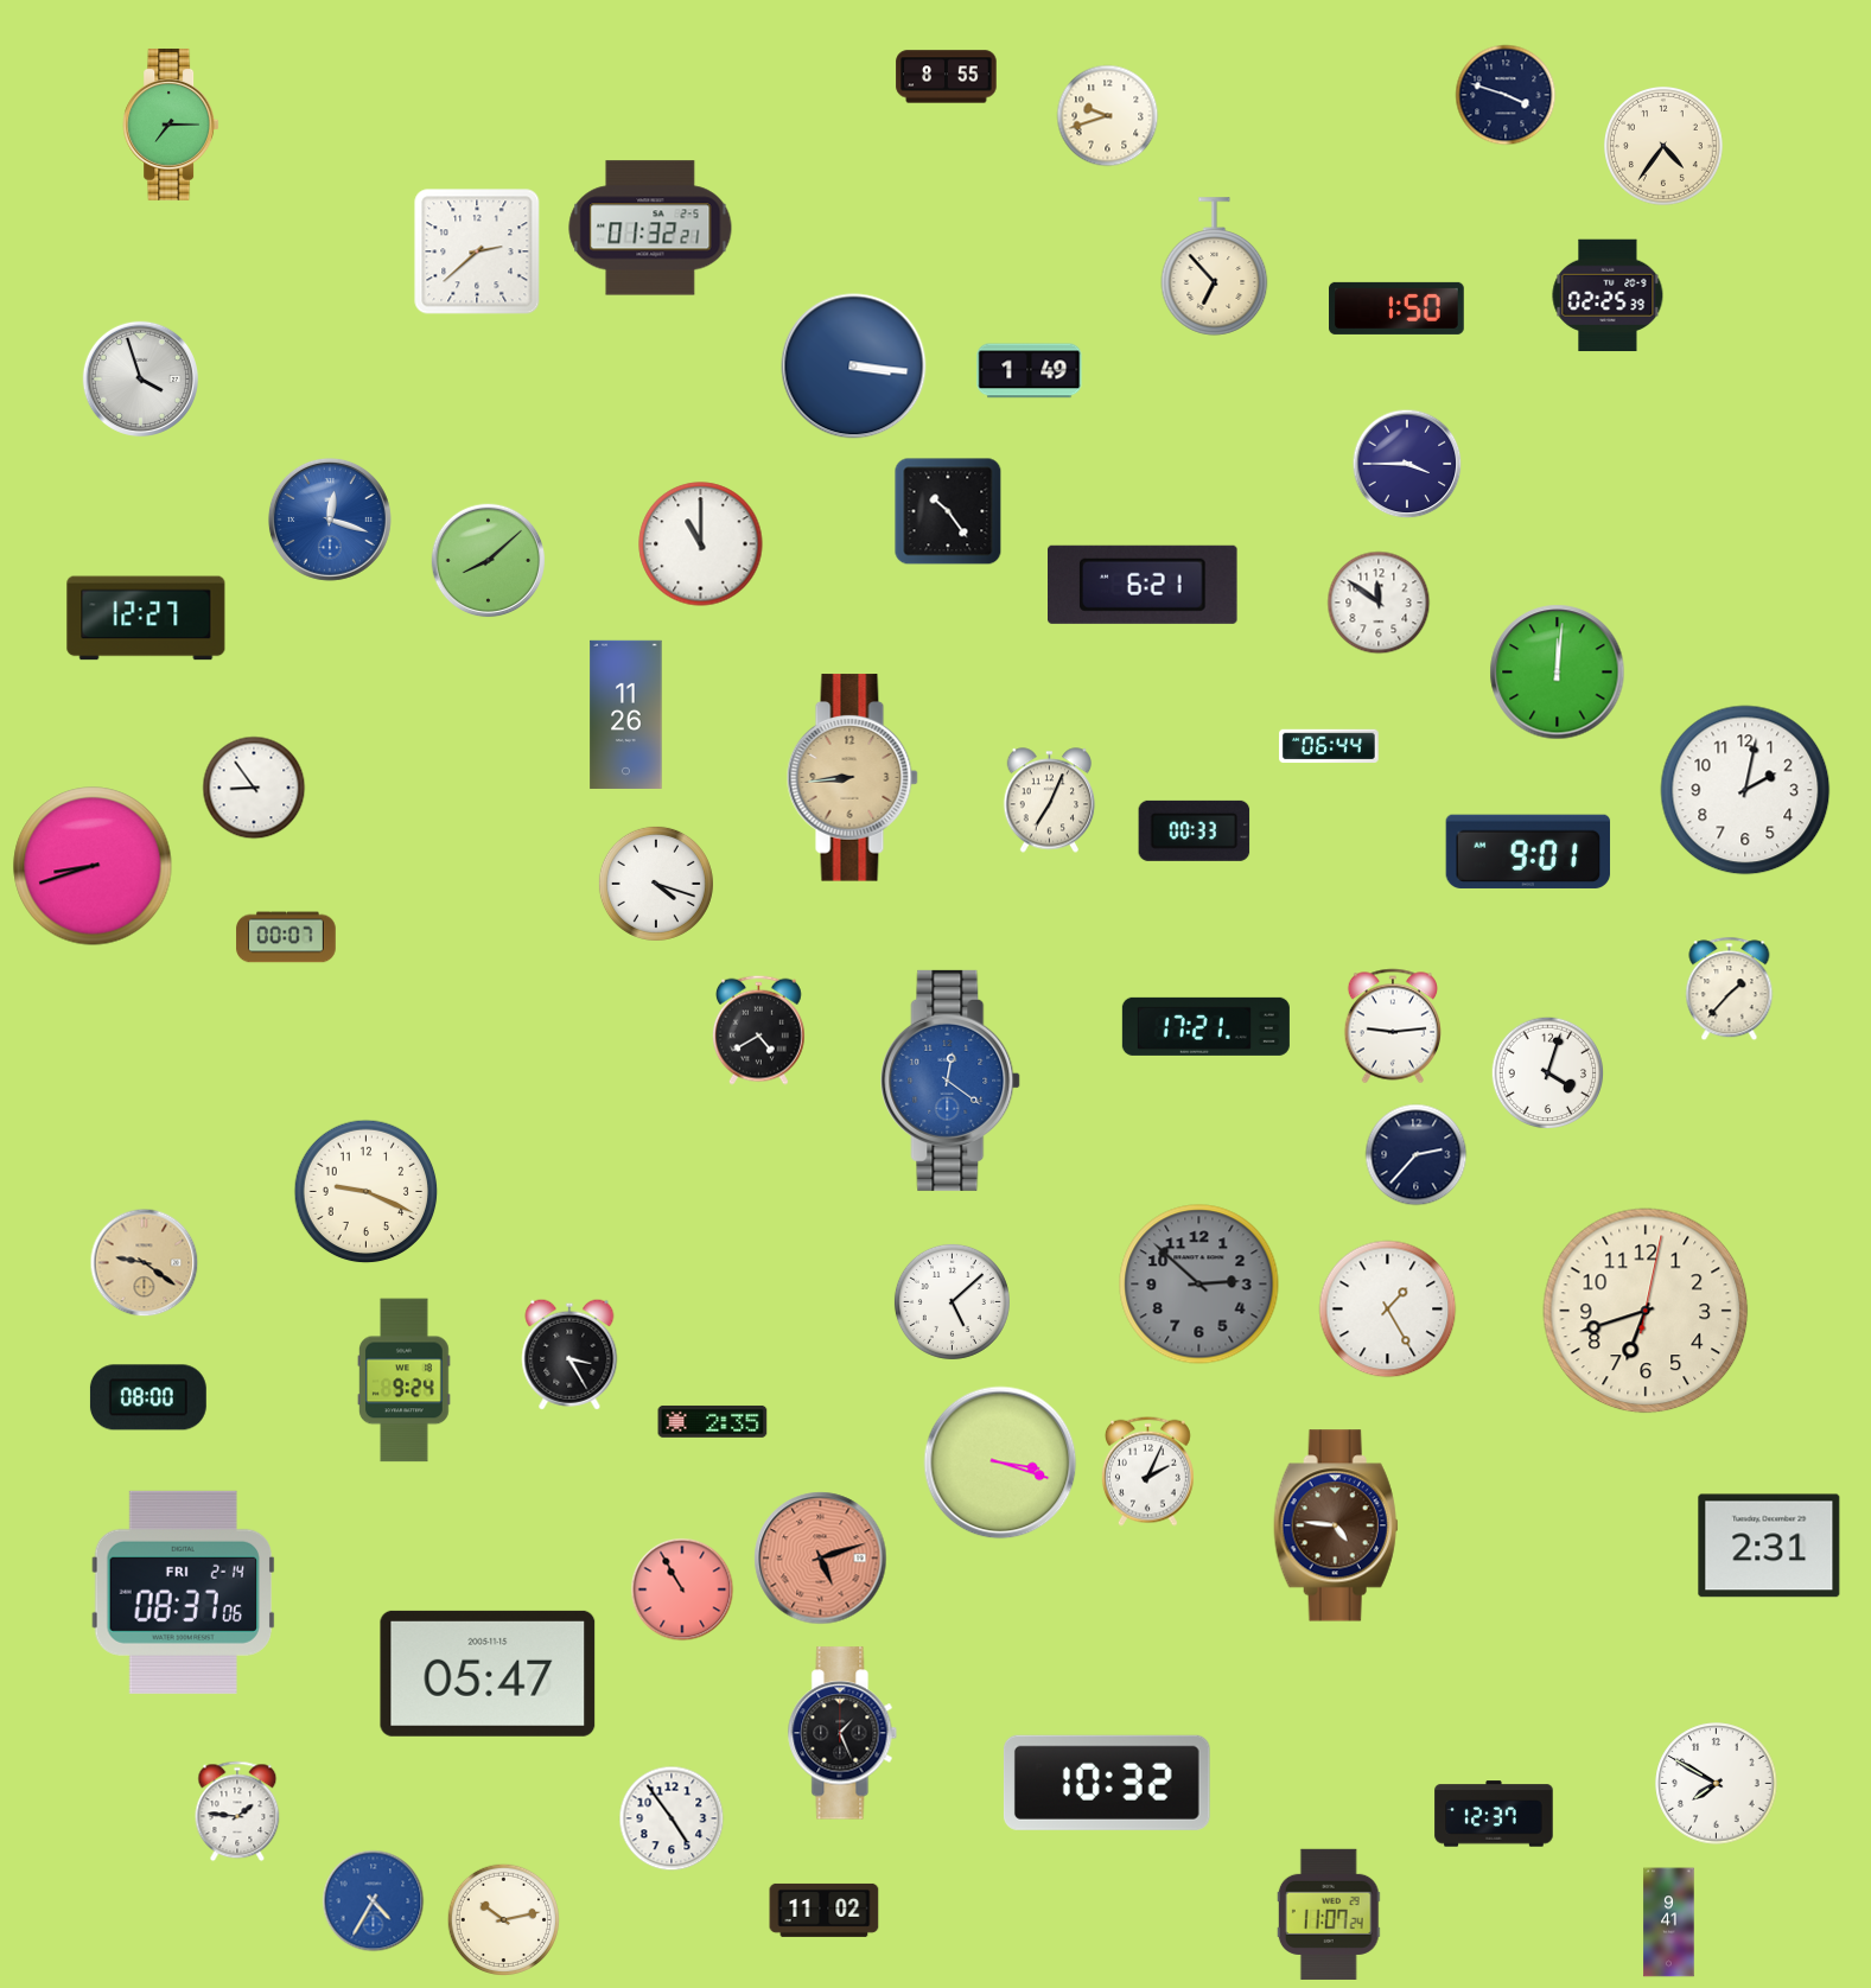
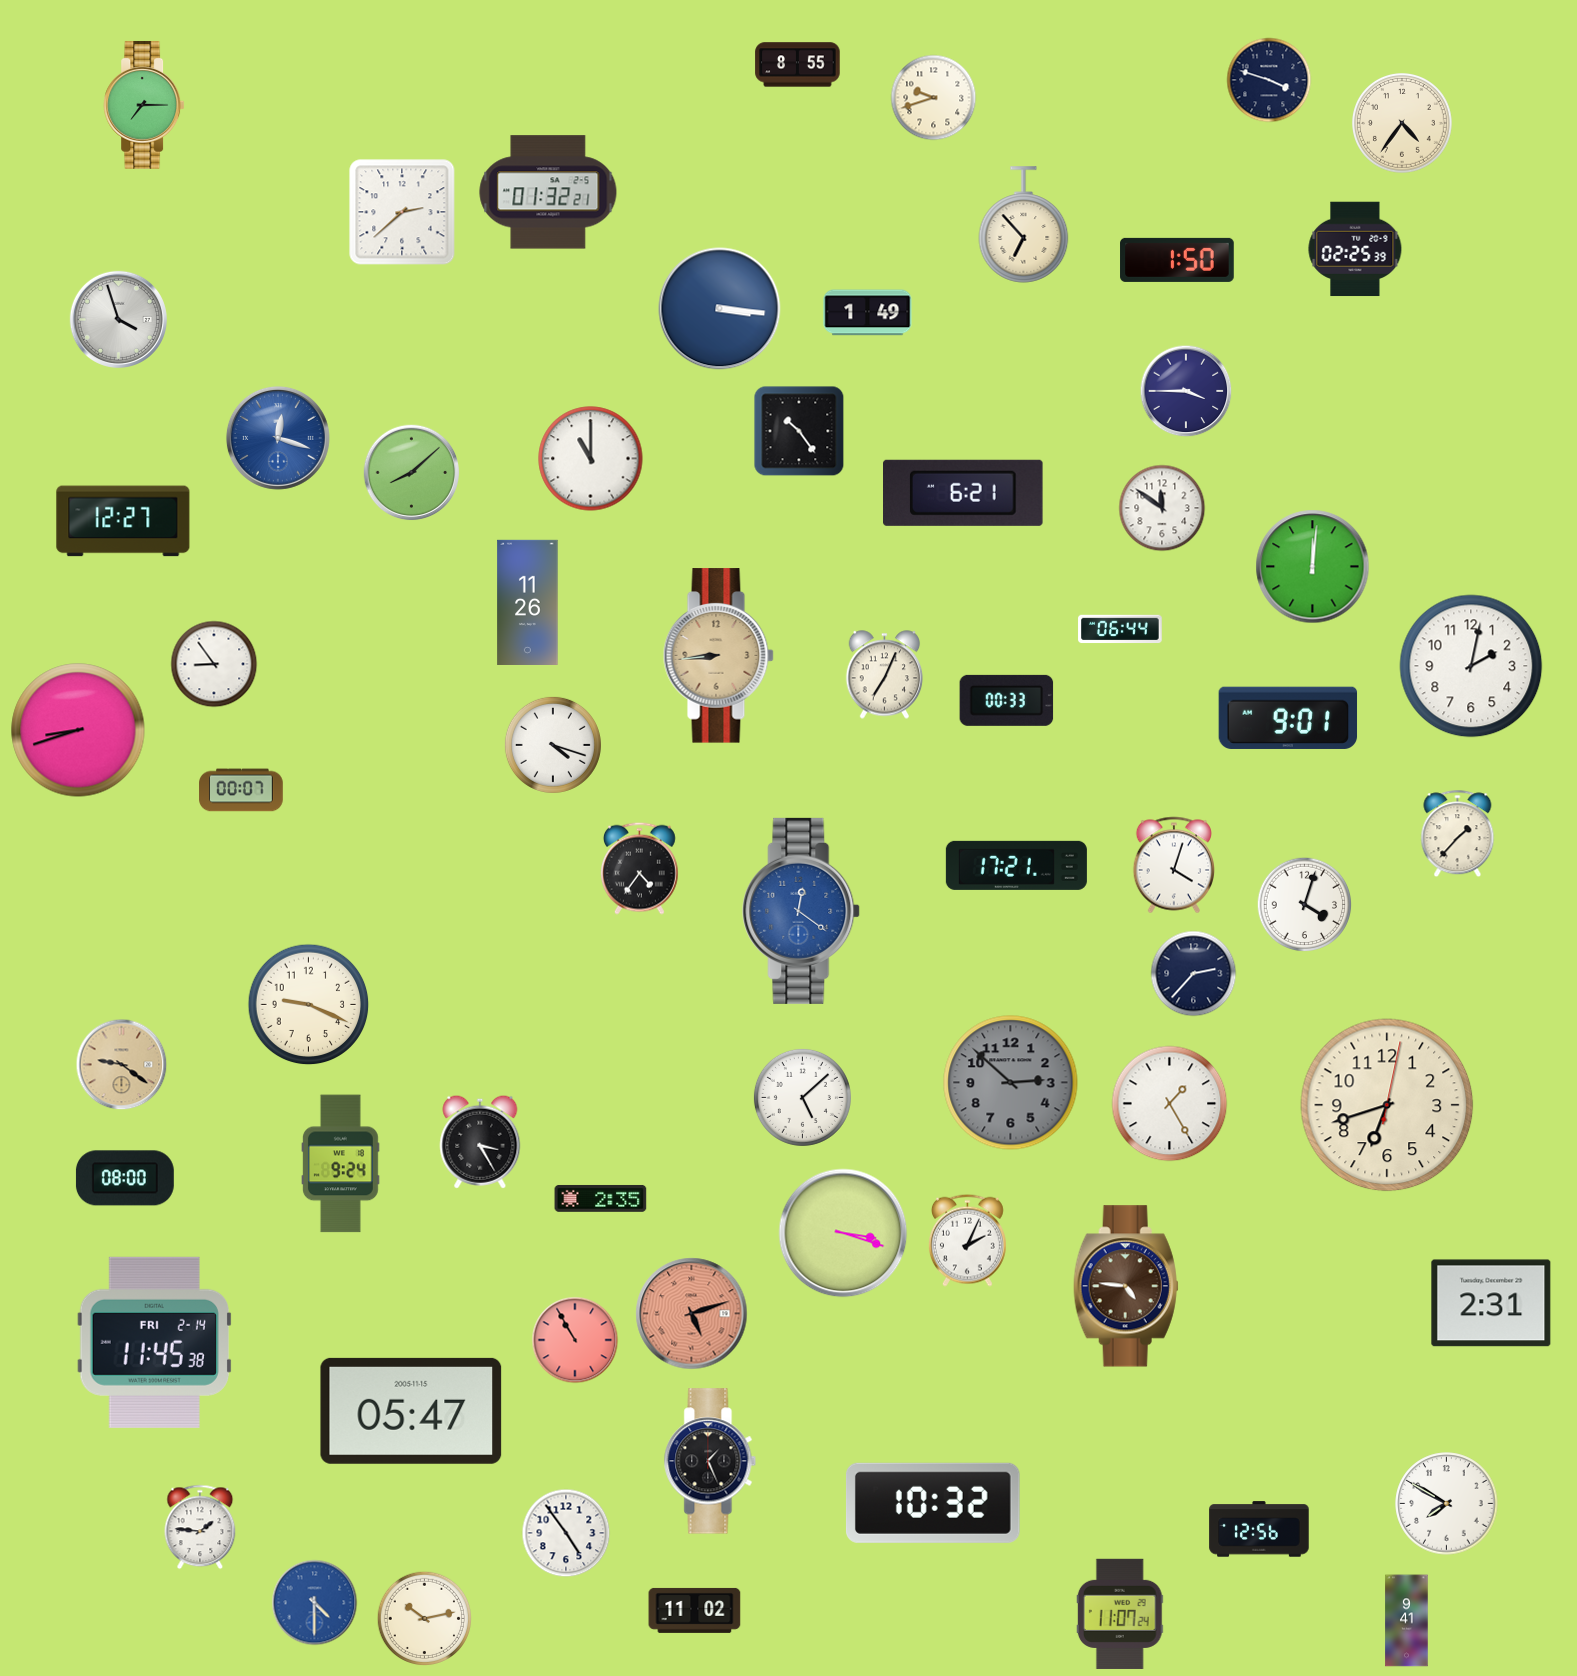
clock at (1392, 1026): 9:14 -> 4:03
clock at (758, 1030): 4:40 -> 4:36
clock at (183, 1592): 08:37 -> 11:45
clock at (1494, 1814): 12:37 -> 12:56
clock at (374, 1901): 4:35 -> 4:30
